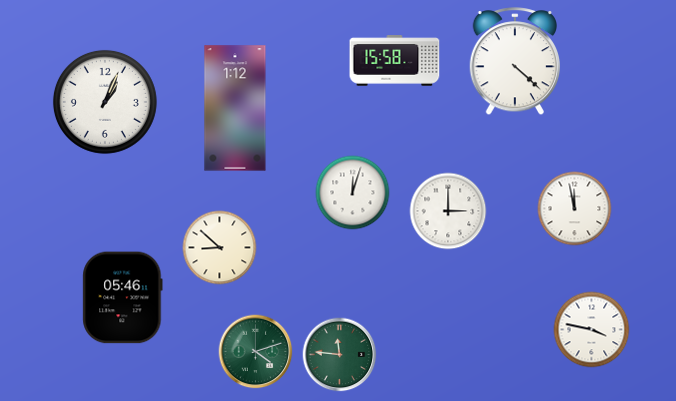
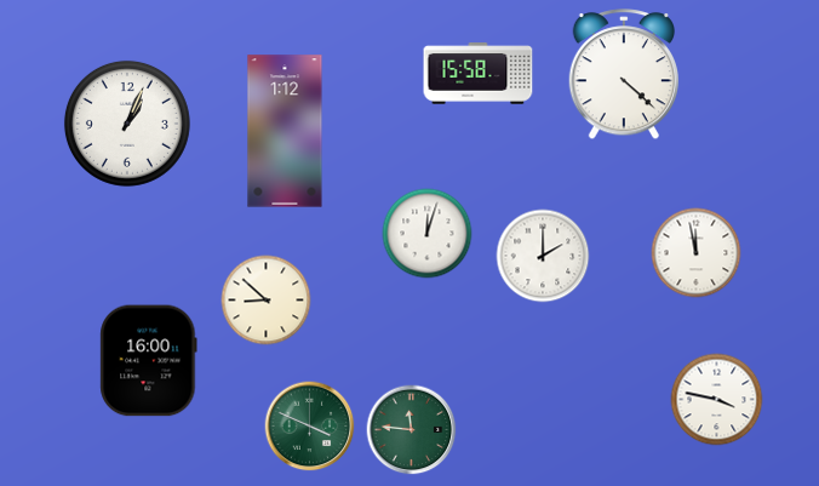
clock at (448, 211): 3:00 -> 2:00
clock at (123, 298): 05:46 -> 16:00
clock at (256, 352): 4:12 -> 3:49
